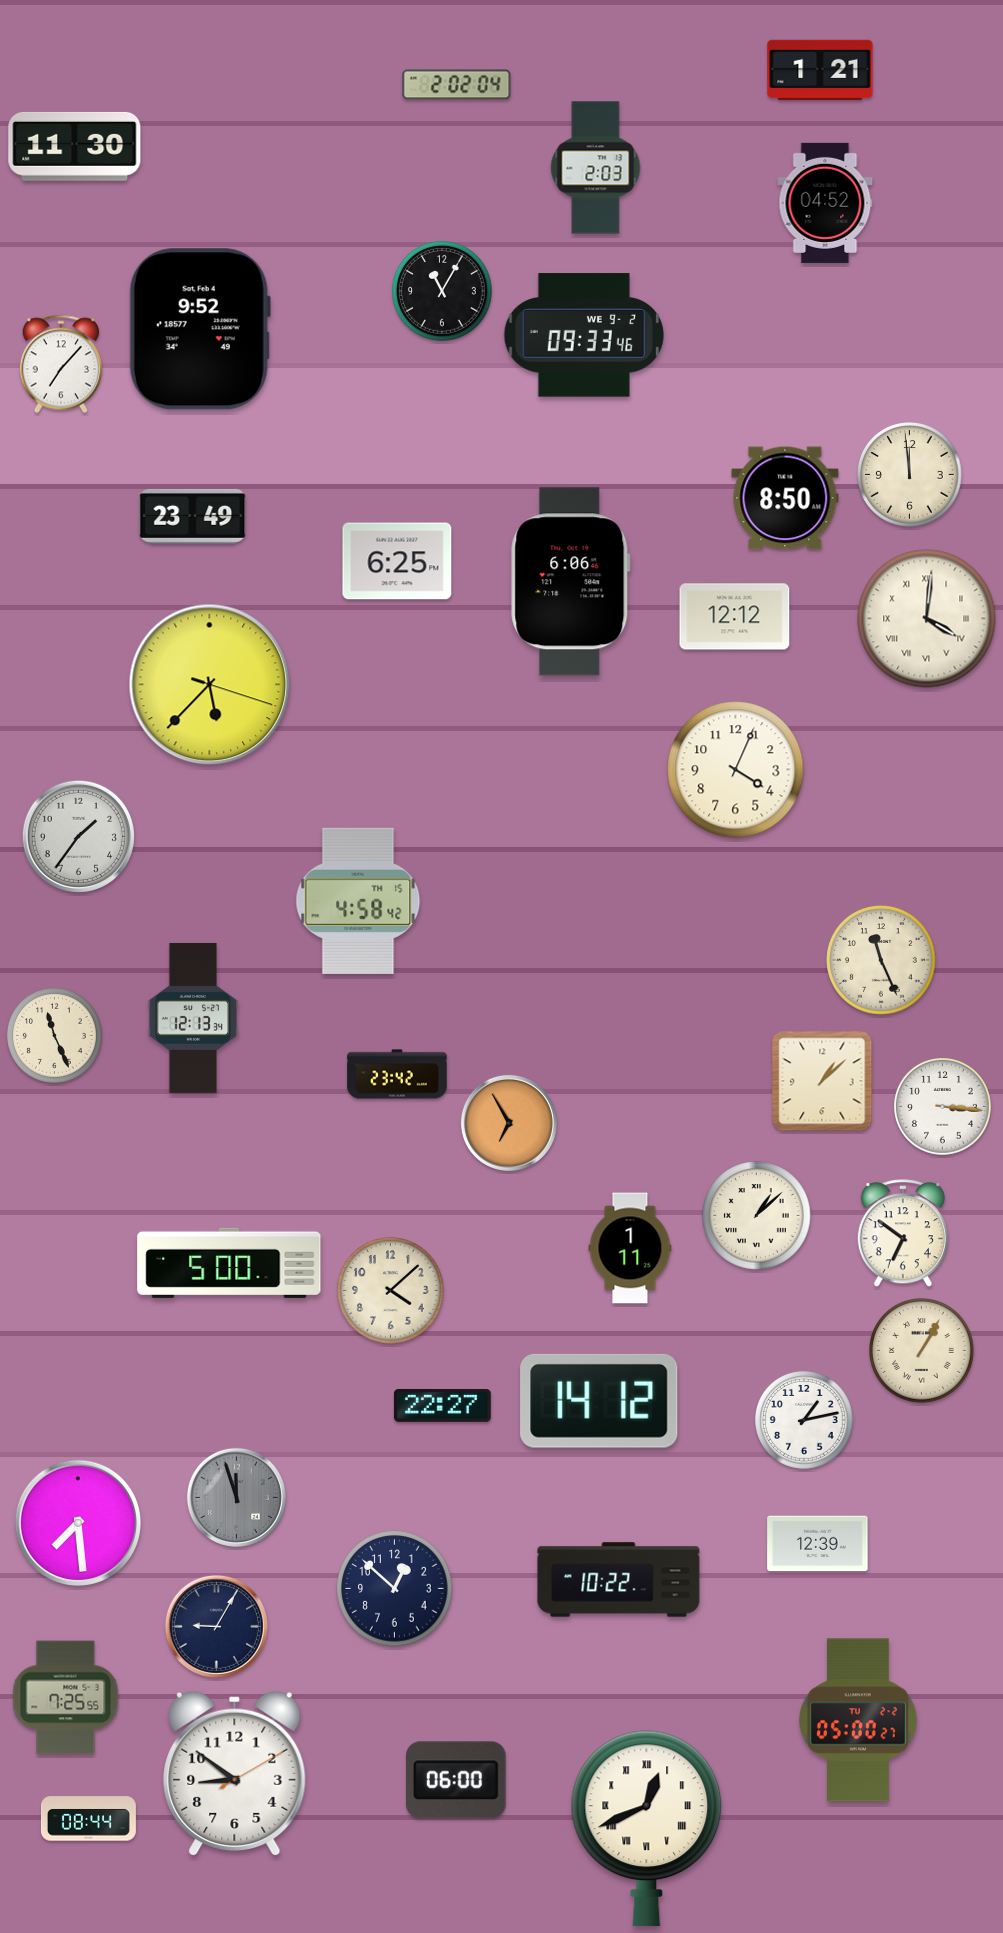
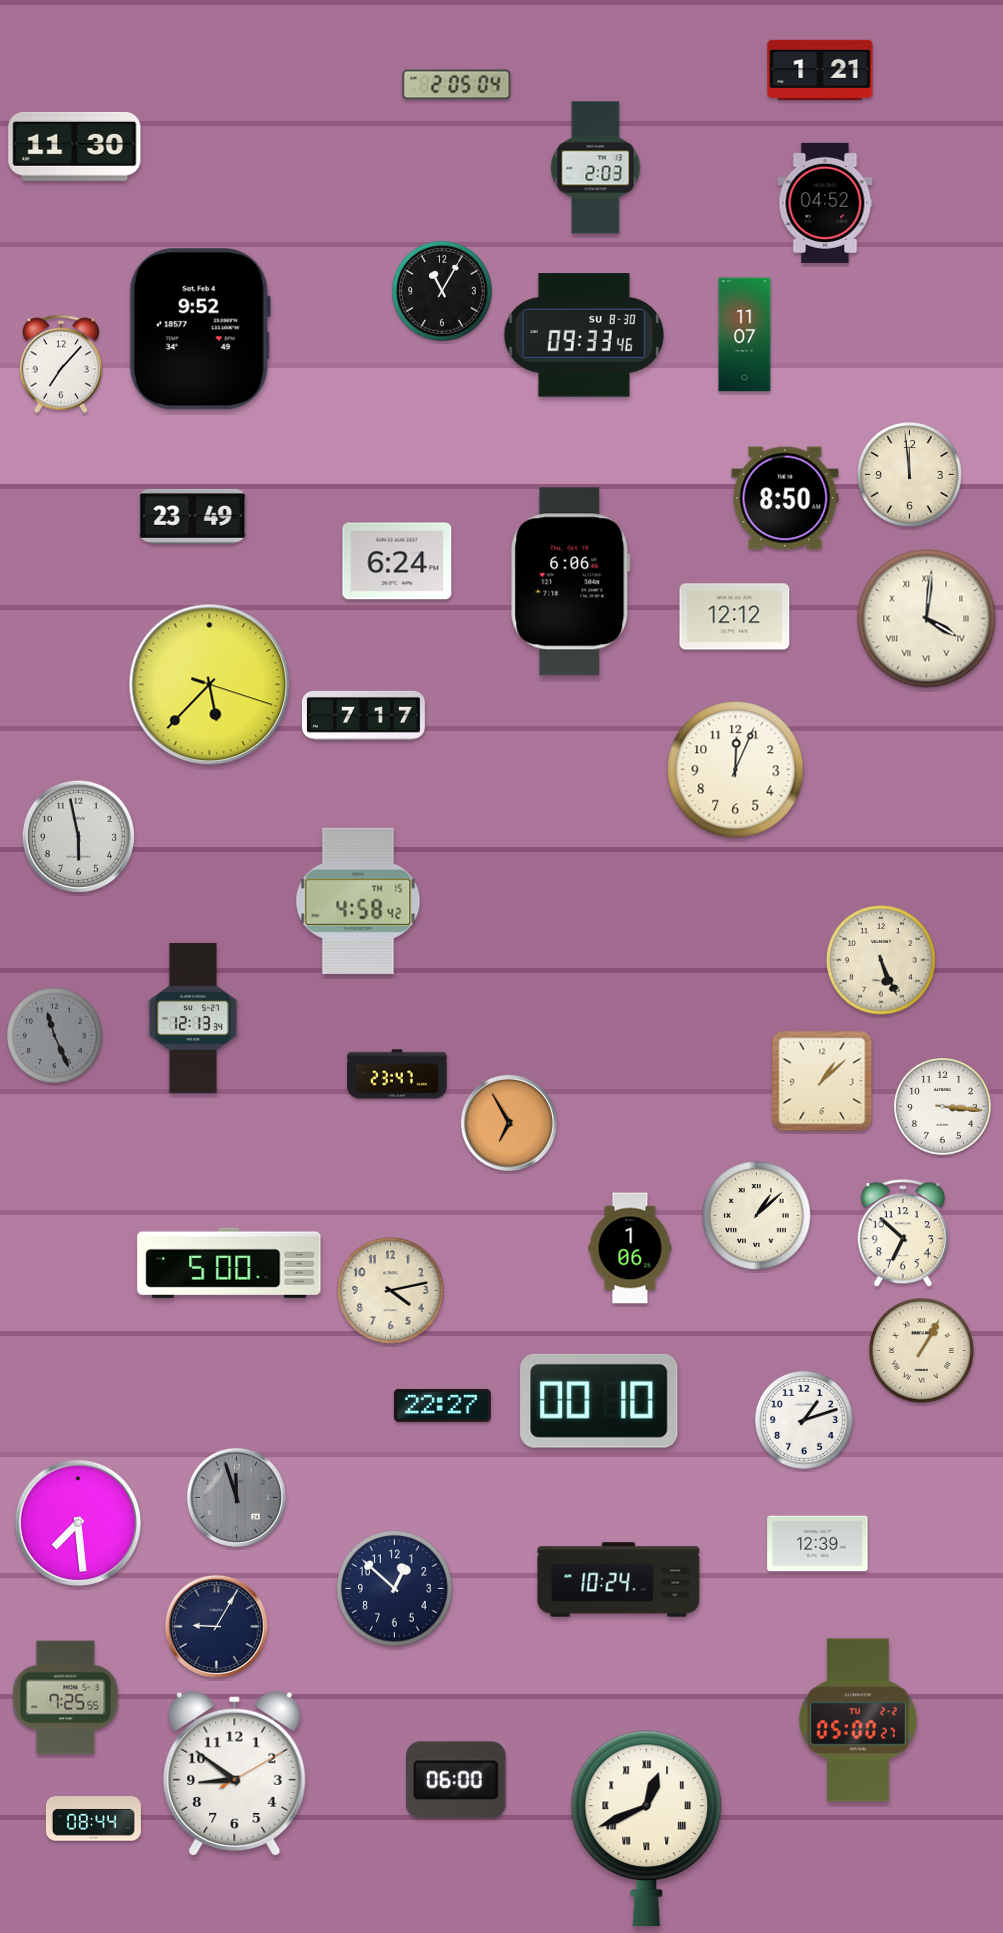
clock at (457, 85): 2:02 -> 2:05
clock at (584, 335) date: WE 9-2 -> SU 8-30
clock at (745, 335): none -> 11:07
clock at (397, 561): 6:25 -> 6:24
clock at (363, 715): none -> 7:17
clock at (736, 770): 4:04 -> 12:04
clock at (78, 836): 1:36 -> 5:58
clock at (881, 960): 11:26 -> 5:26
clock at (54, 1035) dial: cream -> grey
clock at (397, 1074): 23:42 -> 23:47
clock at (903, 1234): 6:51 -> 6:52
clock at (630, 1248): 1:11 -> 1:06
clock at (391, 1291): 4:08 -> 4:13
clock at (599, 1401): 14:12 -> 00:10
clock at (805, 1421): 1:13 -> 1:12
clock at (619, 1580): 10:22 -> 10:24
clock at (88, 1819) position: (88, 1819) -> (93, 1819)
